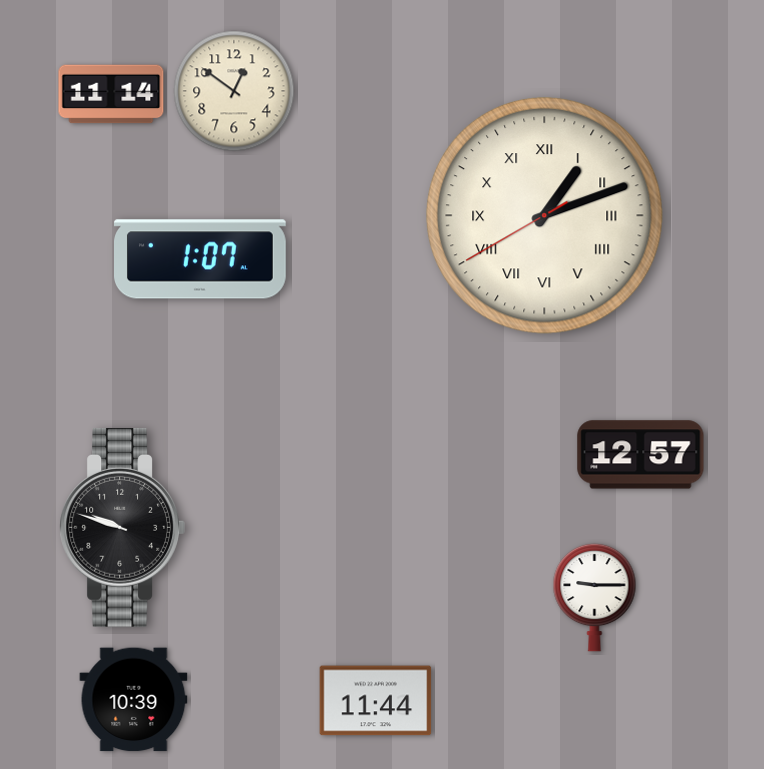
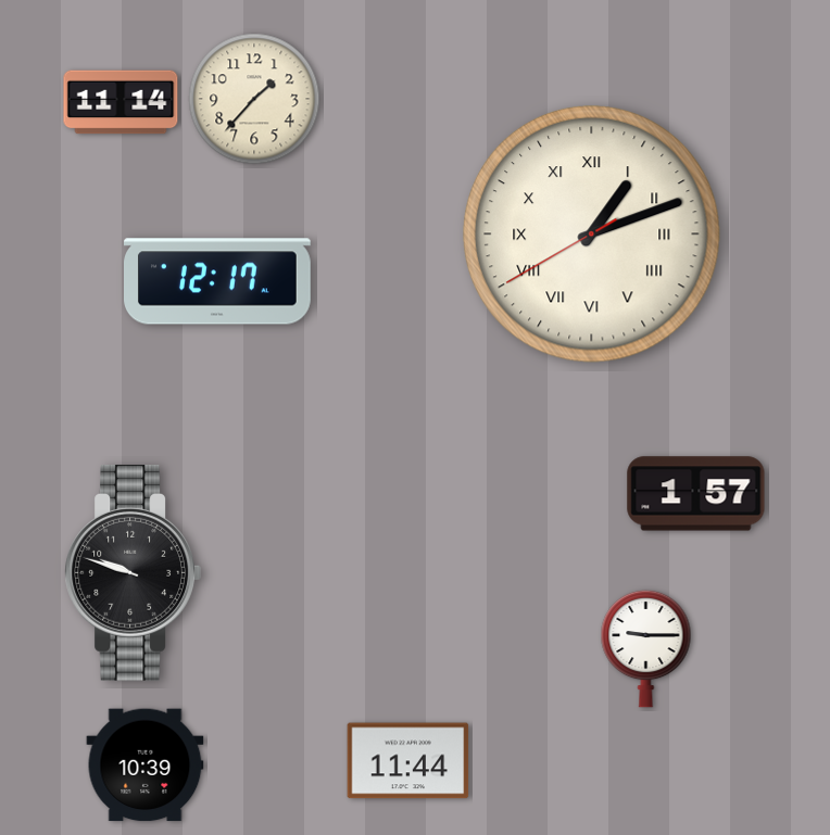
clock at (234, 91): 12:51 -> 1:37
clock at (201, 259): 1:07 -> 12:17
clock at (641, 455): 12:57 -> 1:57
clock at (134, 700) position: (134, 700) -> (146, 766)
